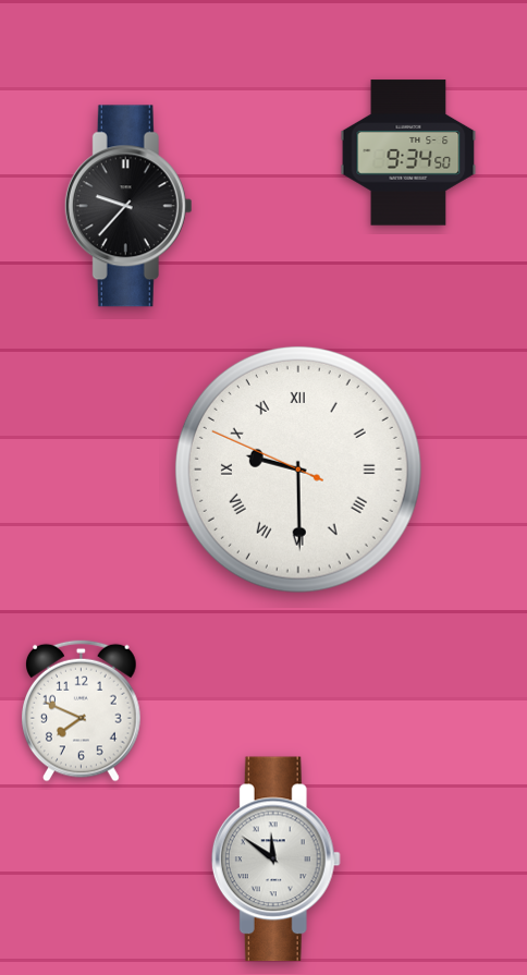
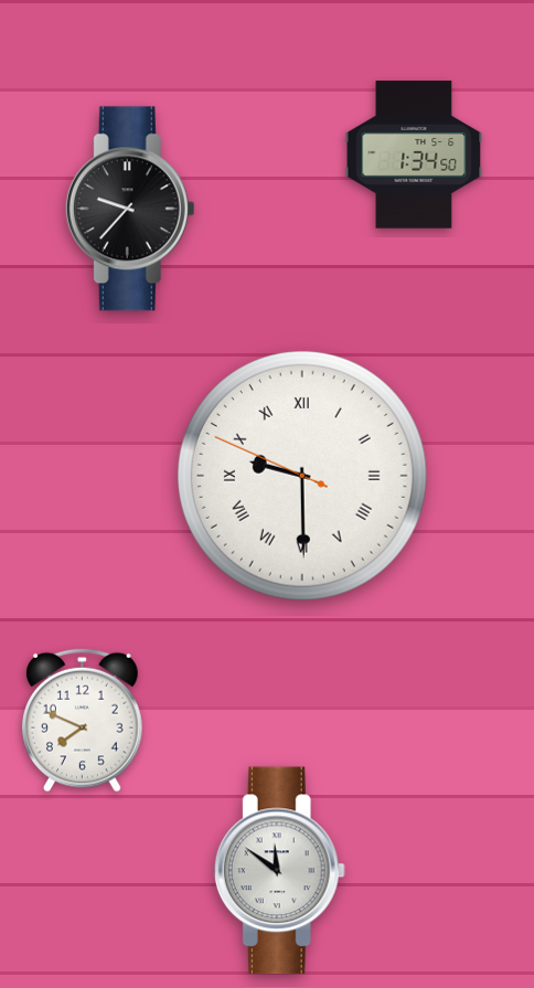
clock at (408, 153): 9:34 -> 1:34
